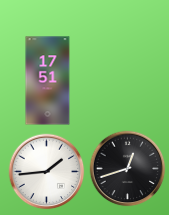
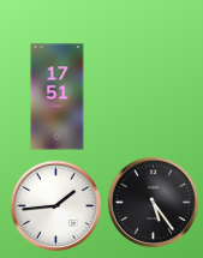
clock at (128, 169): 12:42 -> 5:24
